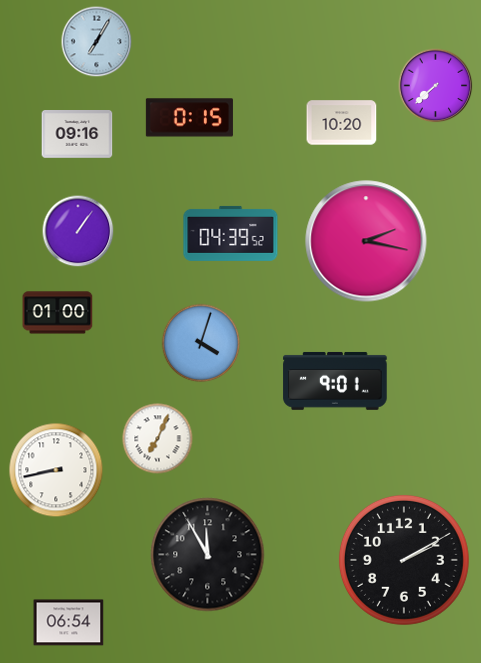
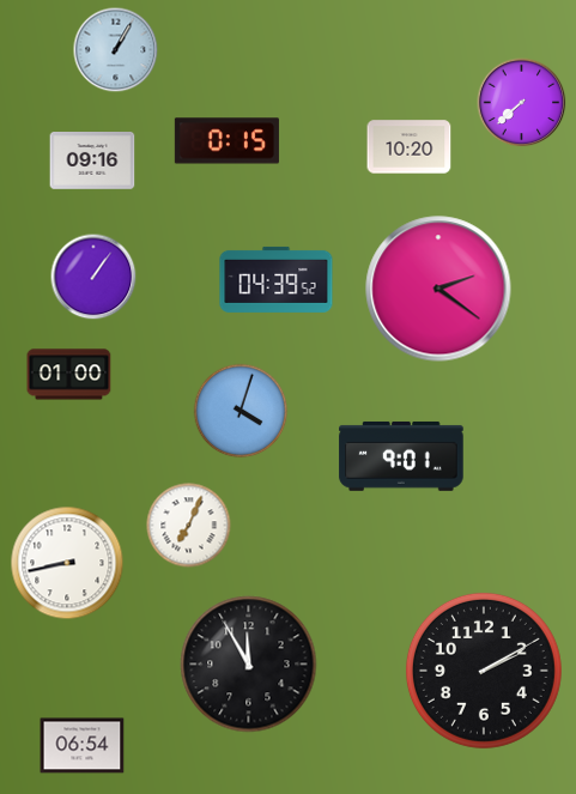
clock at (97, 42): 7:05 -> 1:05
clock at (366, 241): 2:17 -> 2:21
